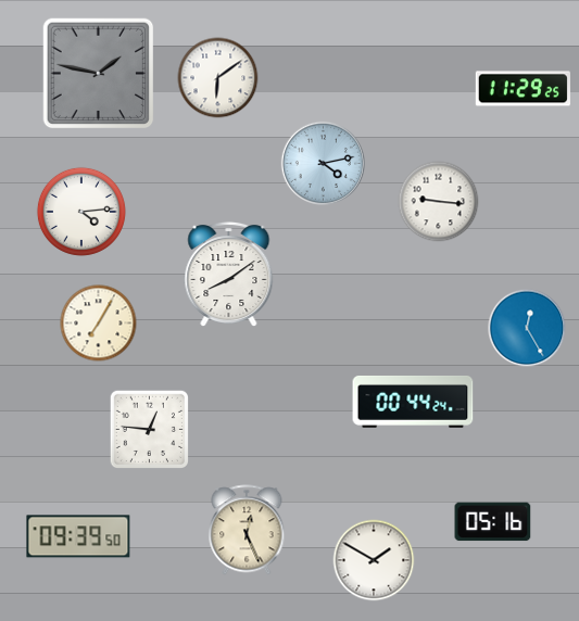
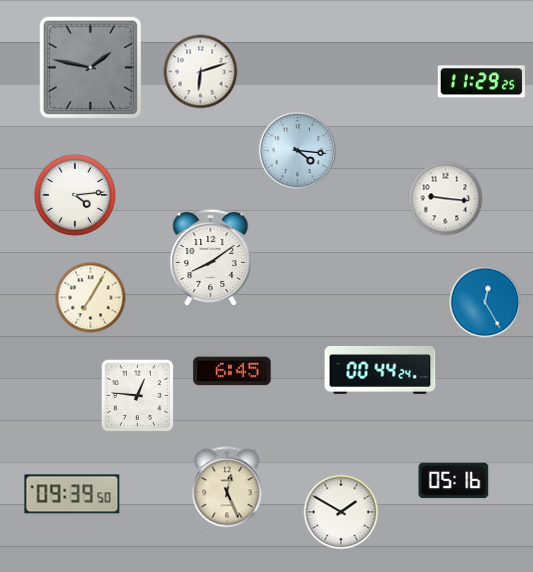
clock at (218, 78): 6:09 -> 6:12
clock at (323, 163): 4:13 -> 4:16
clock at (439, 202) position: (439, 202) -> (446, 199)
clock at (229, 274) position: (229, 274) -> (211, 257)
clock at (232, 371): none -> 6:45
clock at (374, 560) position: (374, 560) -> (341, 512)
